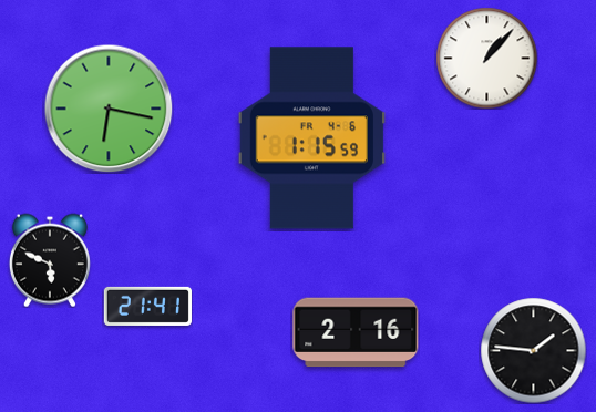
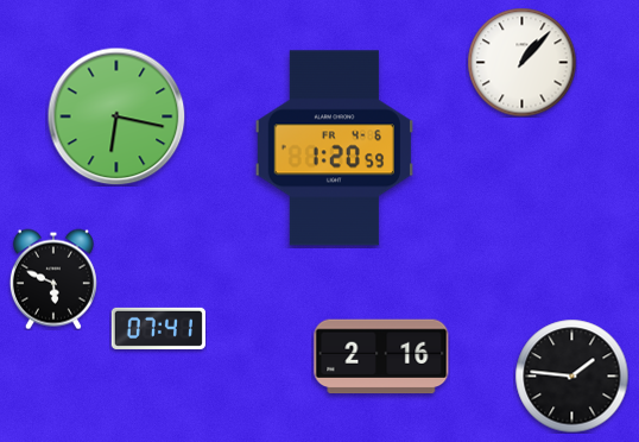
clock at (311, 138): 1:15 -> 1:20
clock at (147, 306): 21:41 -> 07:41
